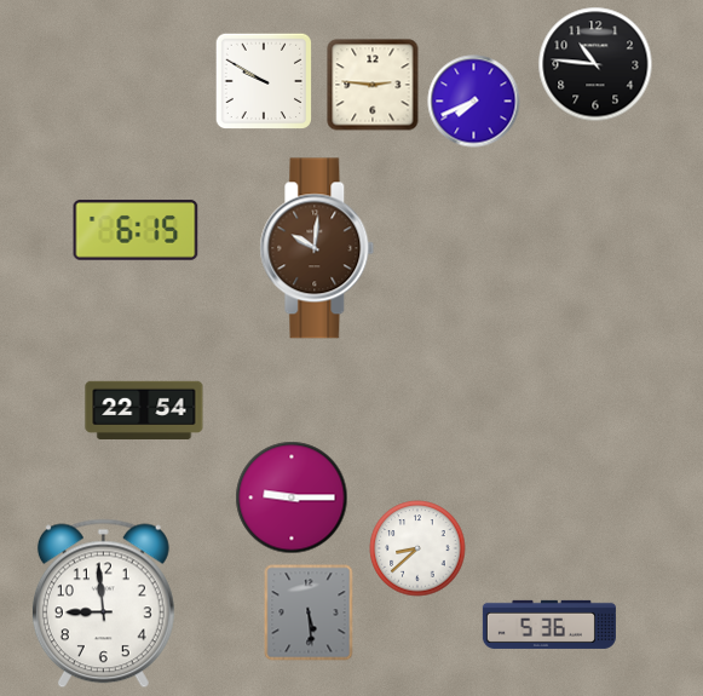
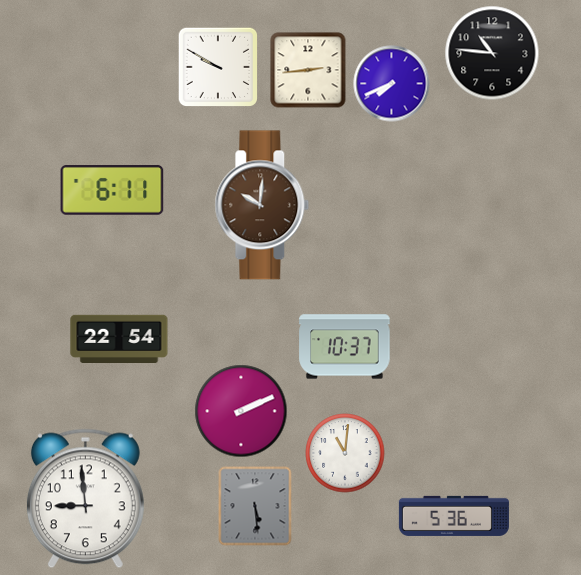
clock at (373, 85): 2:46 -> 2:44
clock at (136, 230): 6:15 -> 6:11
clock at (345, 347): none -> 10:37
clock at (292, 497): 9:15 -> 2:11
clock at (417, 548): 8:38 -> 11:01
